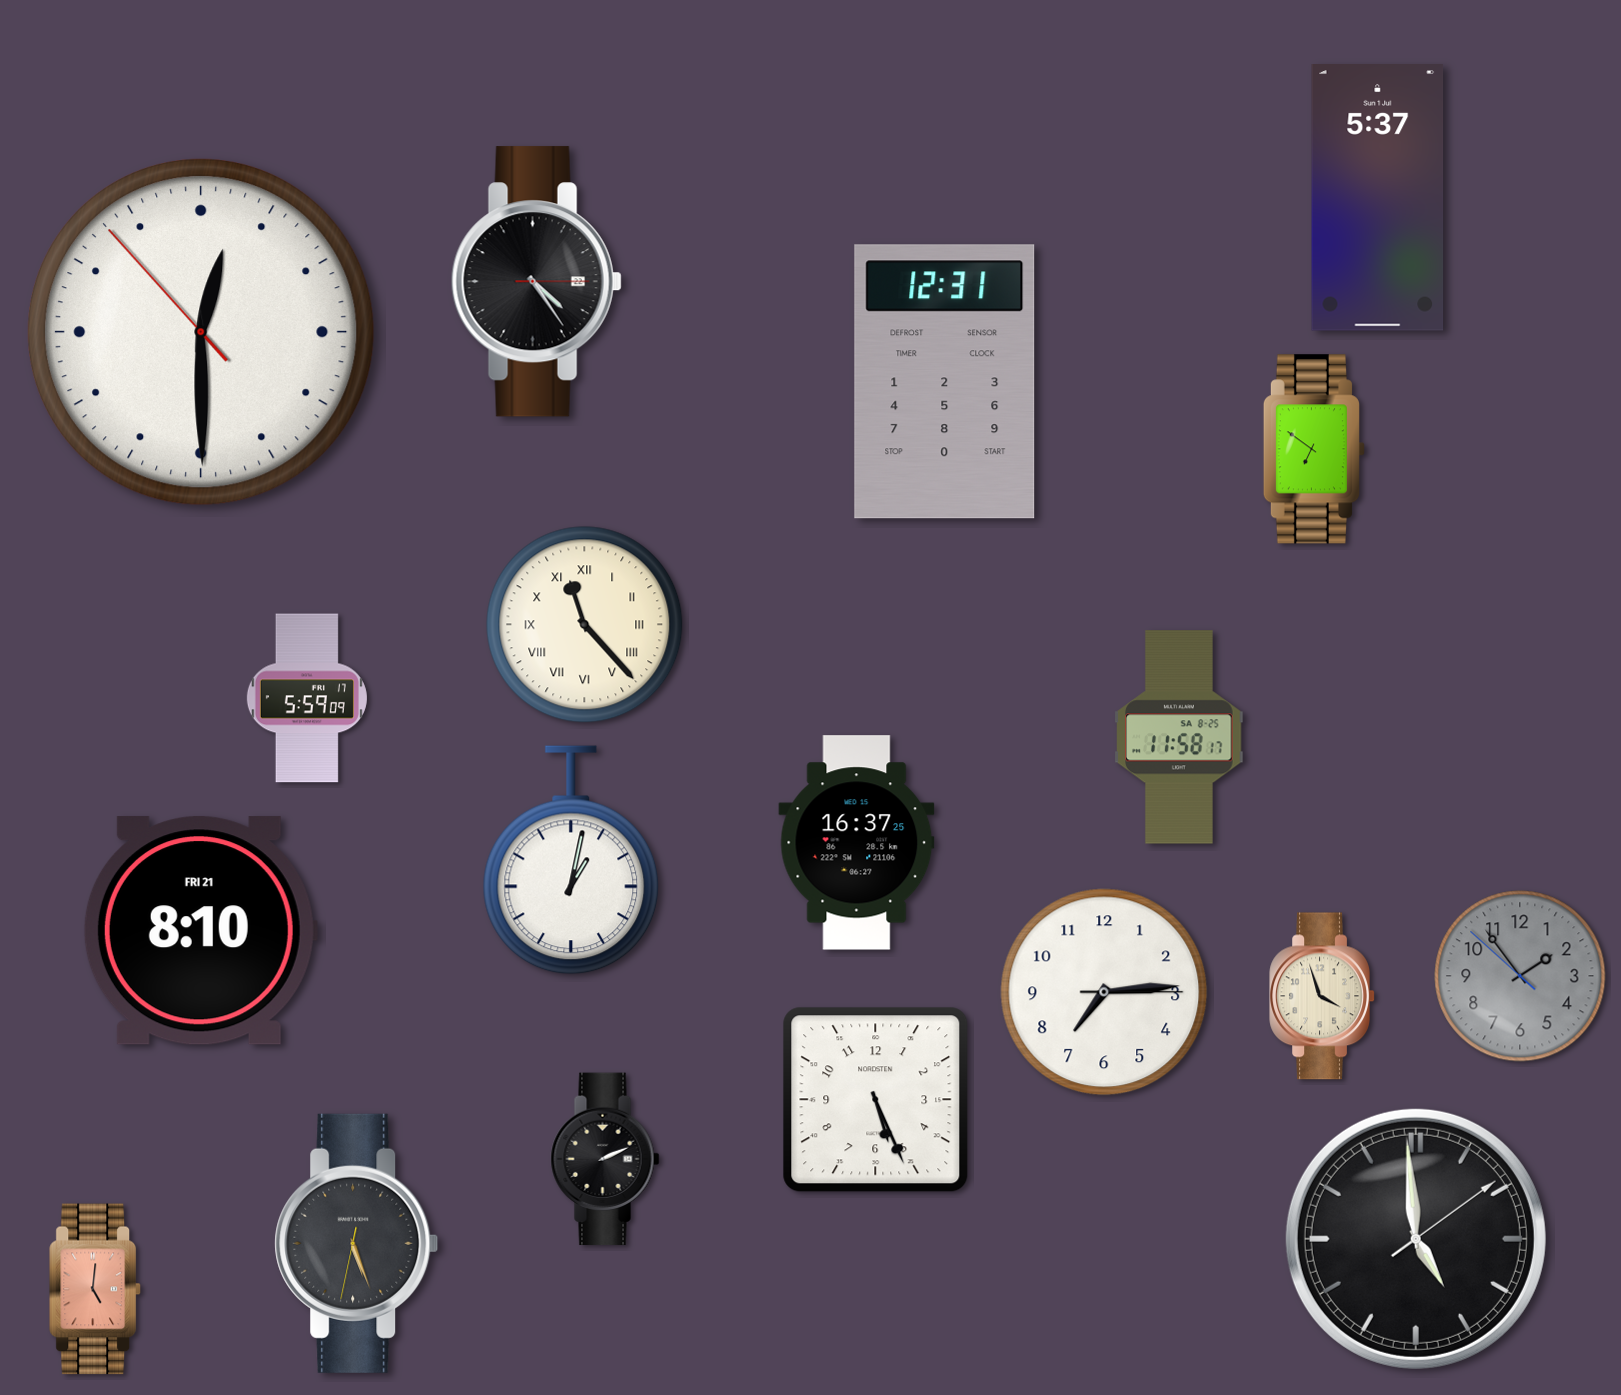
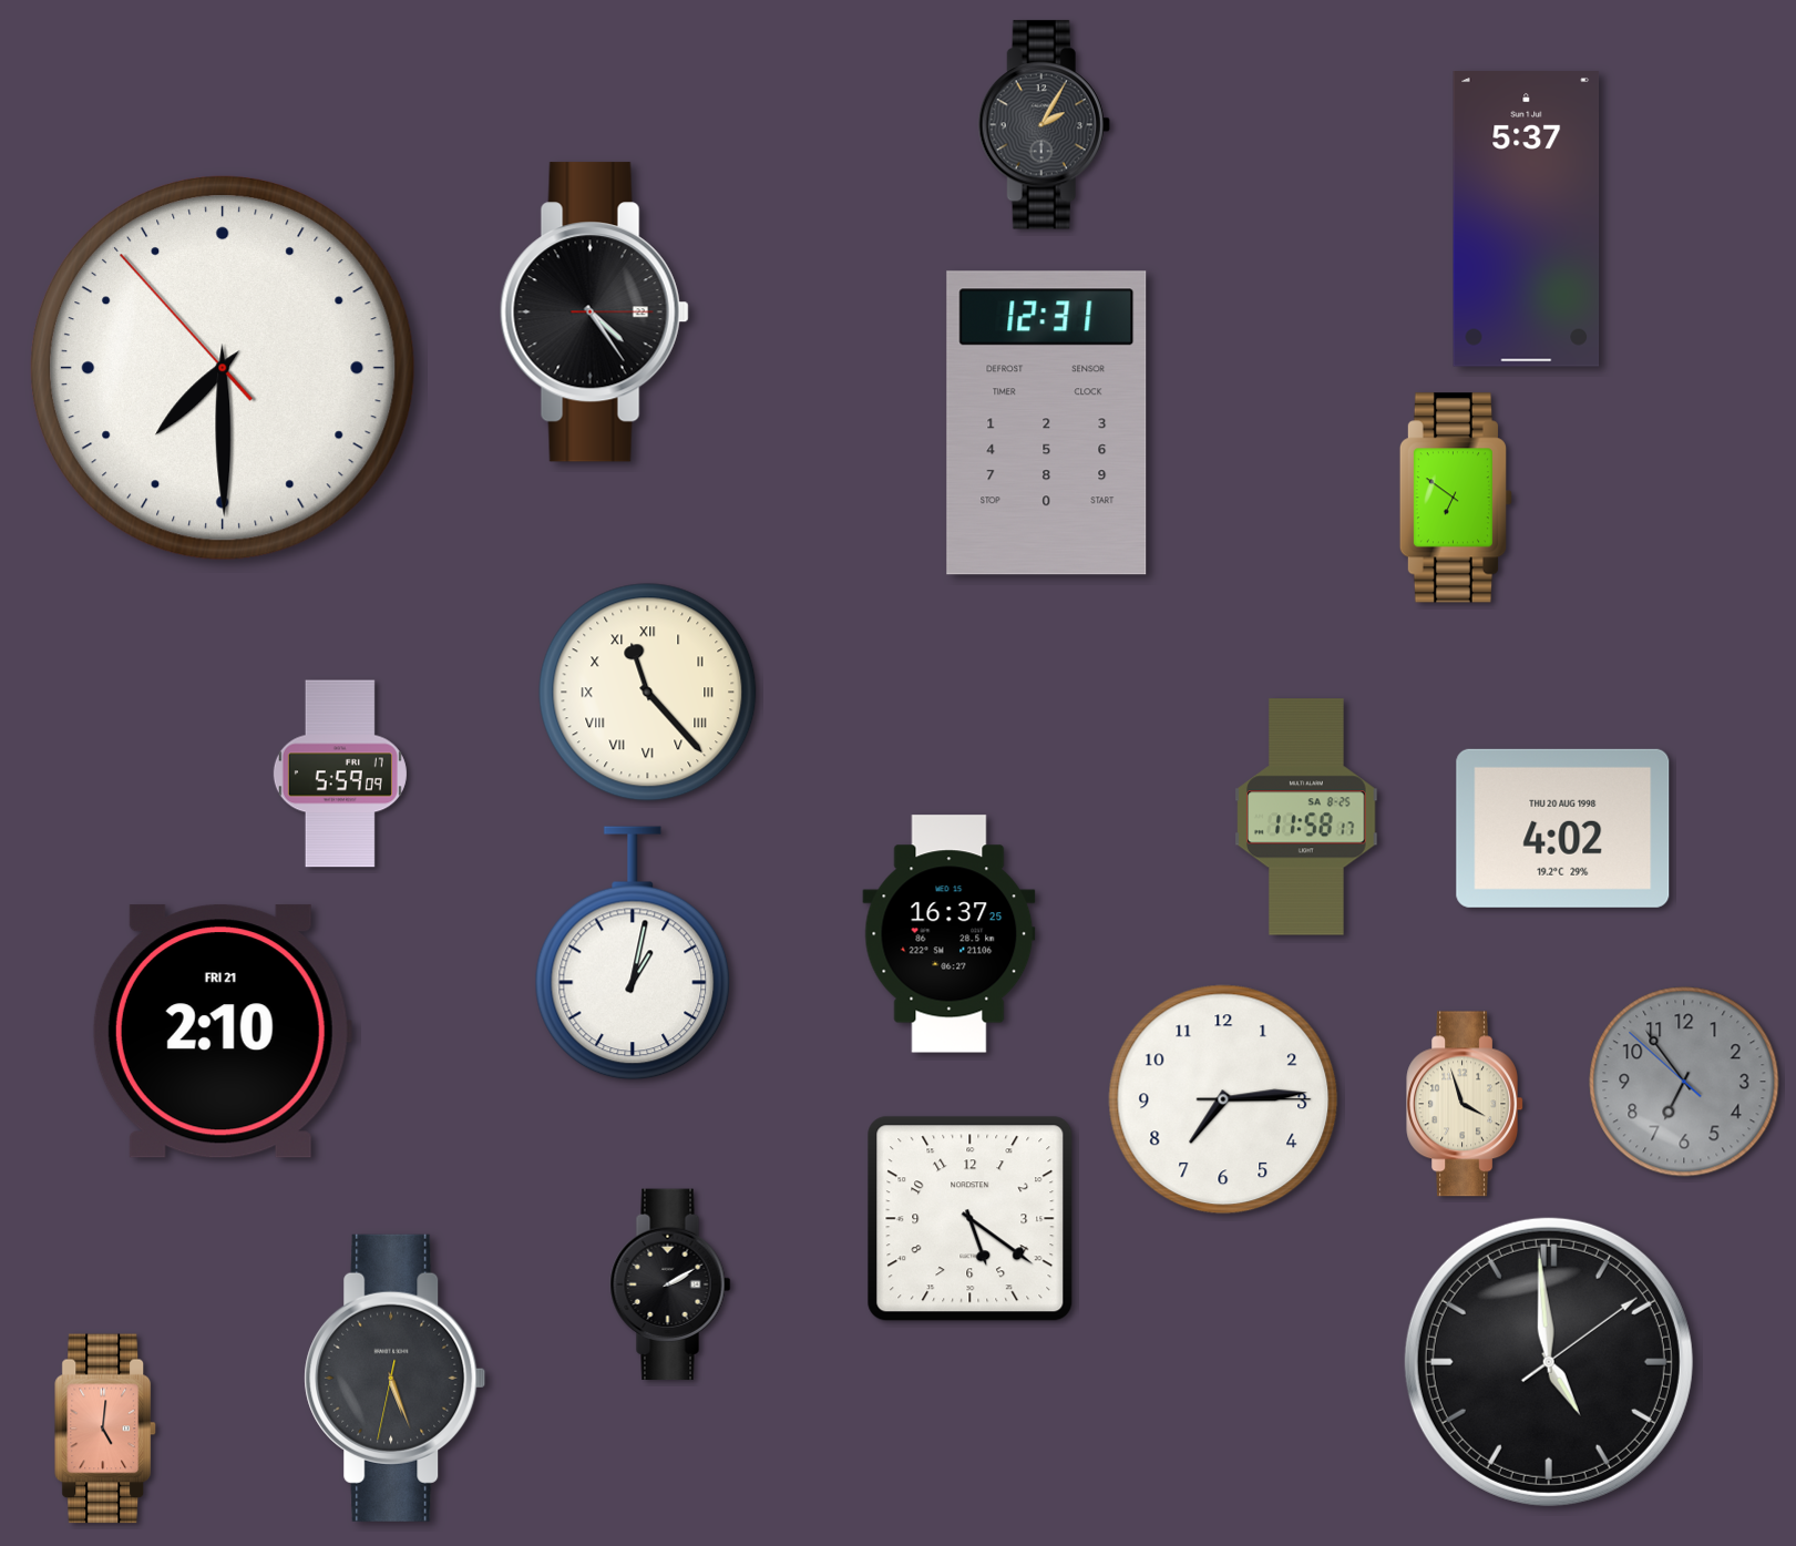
clock at (1044, 125): none -> 2:05
clock at (202, 333): 12:29 -> 7:29
clock at (1563, 828): none -> 4:02
clock at (200, 931): 8:10 -> 2:10
clock at (1520, 976): 1:53 -> 6:53
clock at (876, 1100): 5:26 -> 5:21
clock at (605, 1159): 2:11 -> 2:10
clock at (1416, 1239) position: (1416, 1239) -> (1549, 1362)
